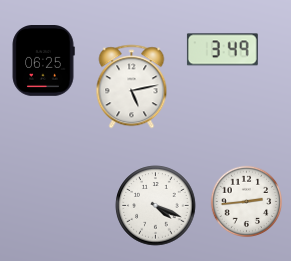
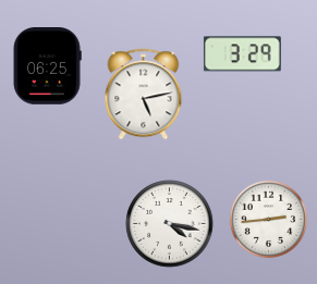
clock at (222, 50): 3:49 -> 3:29
clock at (156, 206): 4:19 -> 4:17
